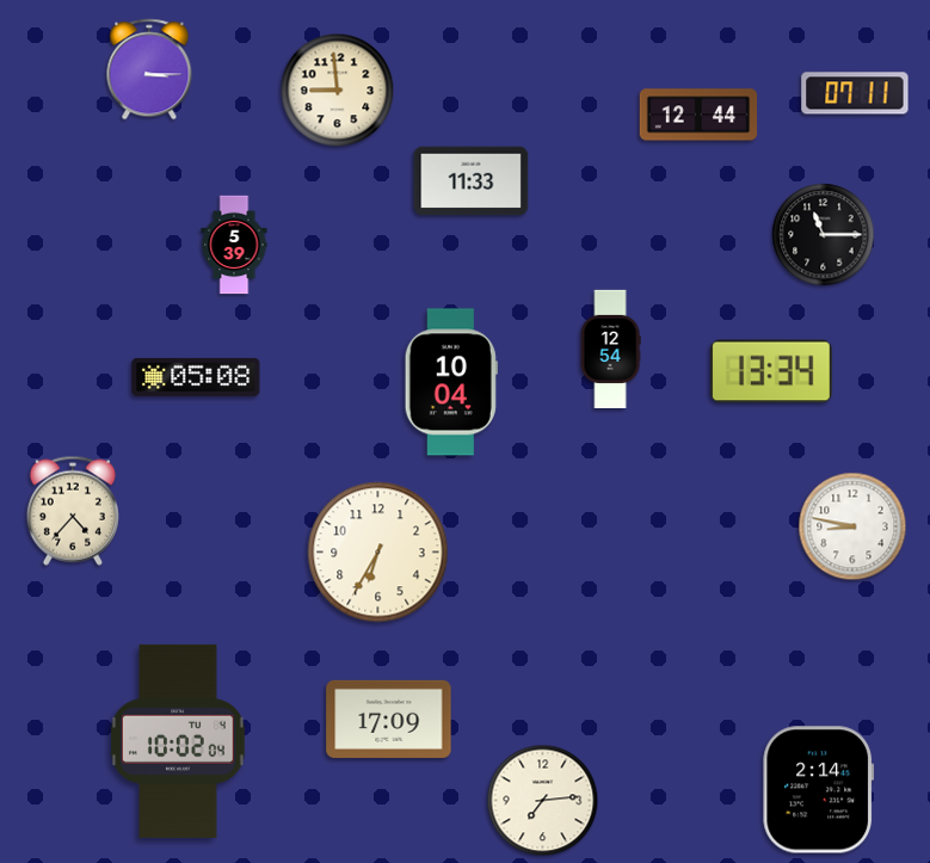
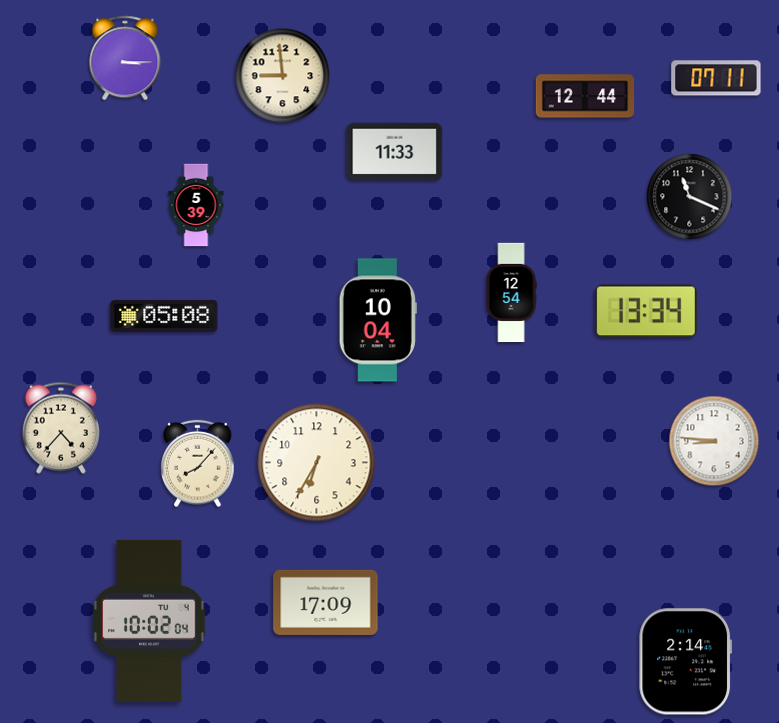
clock at (824, 235): 11:15 -> 11:19
clock at (852, 526): 8:47 -> 8:46
clock at (198, 464): none -> 8:07
clock at (543, 801): 7:14 -> none
